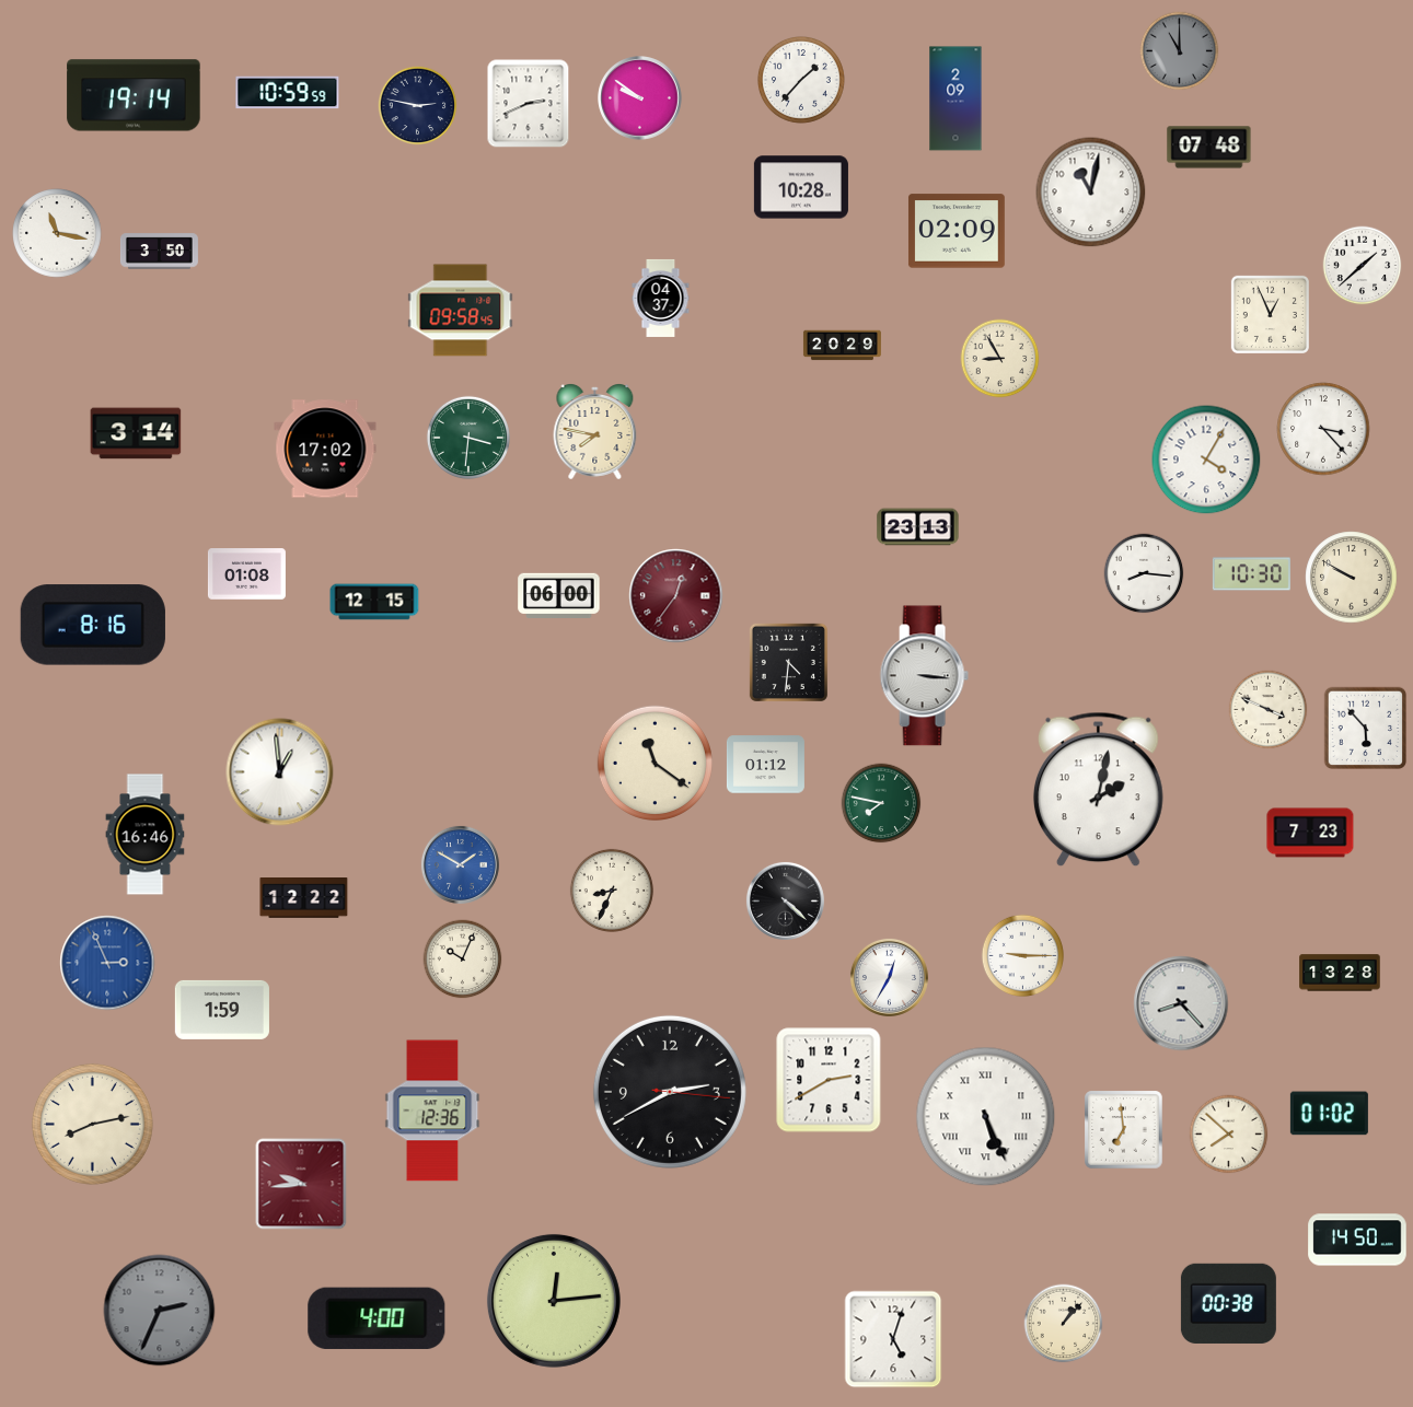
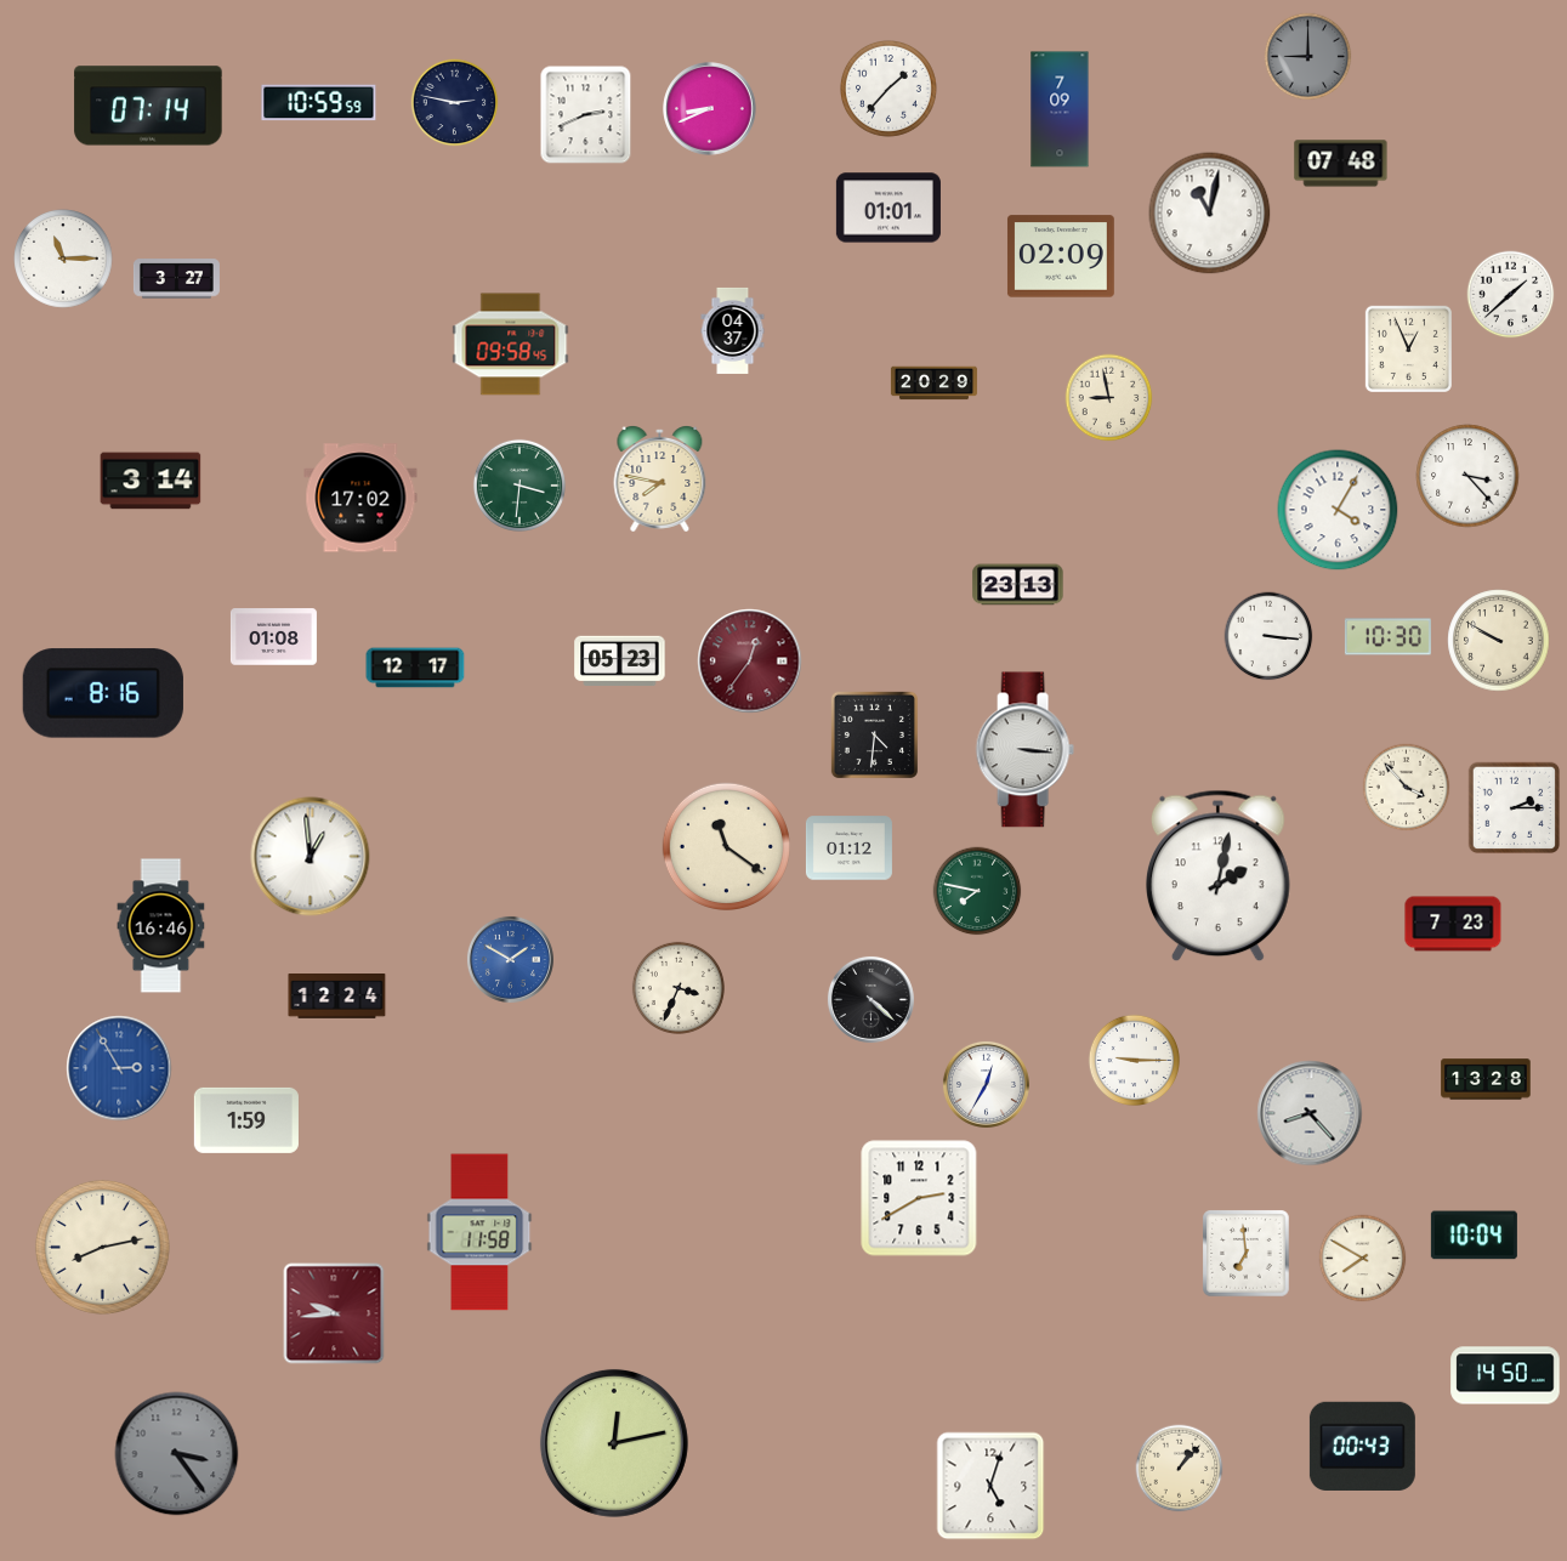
clock at (1180, 51): 11:00 -> 9:00
clock at (134, 95): 19:14 -> 07:14
clock at (640, 98): 9:51 -> 8:41
clock at (955, 98): 2:09 -> 7:09
clock at (418, 106) position: (418, 106) -> (455, 103)
clock at (801, 187): 10:28 -> 01:01
clock at (57, 233): 11:17 -> 11:15
clock at (159, 252): 3:50 -> 3:27
clock at (1000, 359): 8:55 -> 8:58
clock at (1144, 573): 8:16 -> 3:16
clock at (559, 595): 06:00 -> 05:23
clock at (374, 602): 12:15 -> 12:17
clock at (1269, 710): 3:49 -> 3:53
clock at (1366, 729): 5:53 -> 2:15
clock at (612, 891): 8:34 -> 3:34
clock at (304, 898): 12:22 -> 12:24
clock at (463, 960): 10:04 -> none
clock at (107, 963): 2:56 -> 2:55
clock at (670, 1092): 2:40 -> none
clock at (432, 1111): 12:36 -> 11:58
clock at (1329, 1114): 01:02 -> 10:04
clock at (986, 1117): 5:26 -> none
clock at (1229, 1135): 7:52 -> 7:50
clock at (554, 1301): 12:14 -> 12:13
clock at (1228, 1303): 00:38 -> 00:43
clock at (160, 1311): 2:34 -> 3:24
clock at (377, 1318): 4:00 -> none
